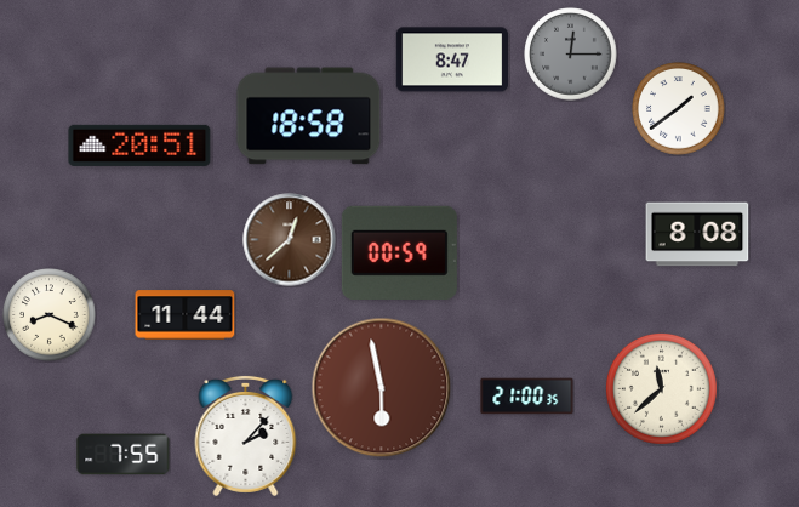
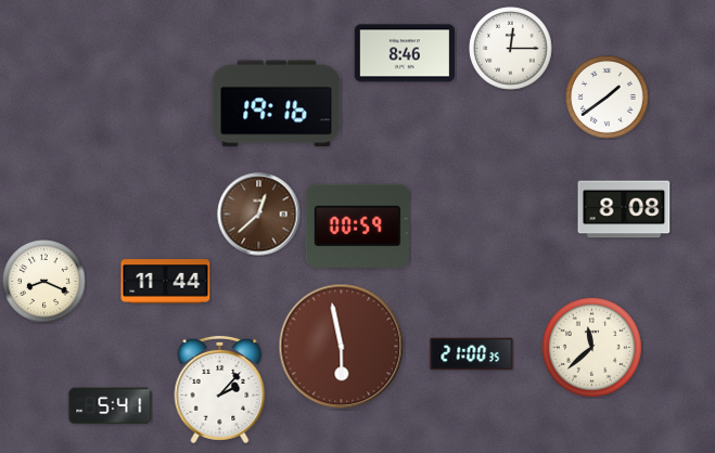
clock at (571, 55) dial: grey -> white
clock at (451, 59): 8:47 -> 8:46
clock at (309, 116): 18:58 -> 19:16
clock at (139, 146): 20:51 -> none
clock at (124, 455): 7:55 -> 5:41
